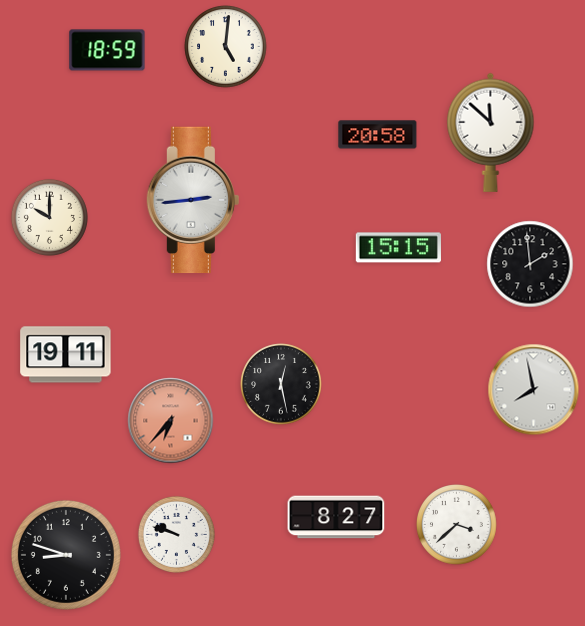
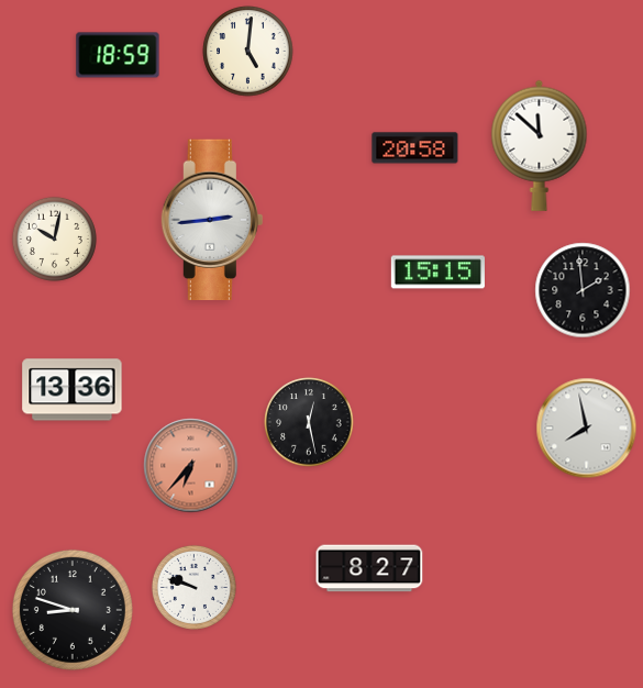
clock at (49, 217): 10:00 -> 10:02
clock at (66, 355): 19:11 -> 13:36
clock at (171, 421) position: (171, 421) -> (191, 466)
clock at (457, 525): 3:38 -> none
